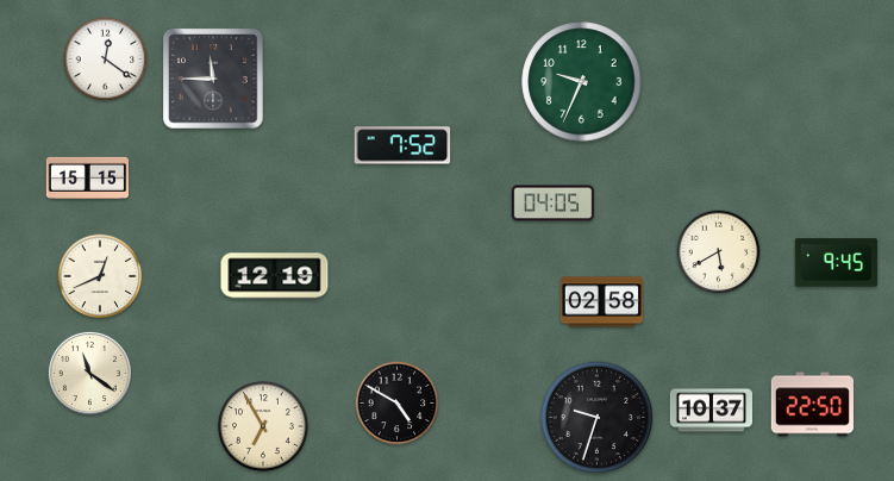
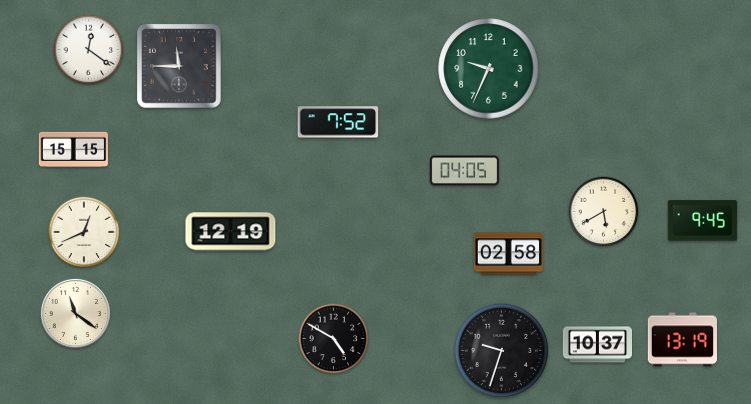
clock at (601, 302) position: (601, 302) -> (508, 254)
clock at (812, 405): 22:50 -> 13:19
clock at (263, 426): 6:55 -> none
